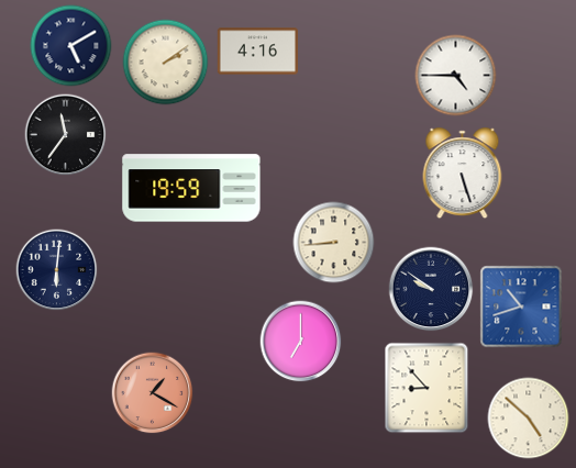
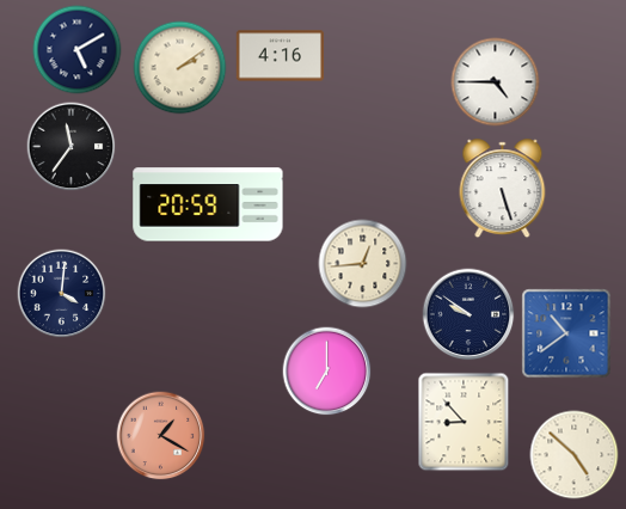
clock at (191, 188): 19:59 -> 20:59
clock at (334, 243): 8:44 -> 12:44
clock at (57, 270): 6:01 -> 4:01
clock at (521, 307): 10:42 -> 10:39
clock at (153, 393) position: (153, 393) -> (161, 436)
